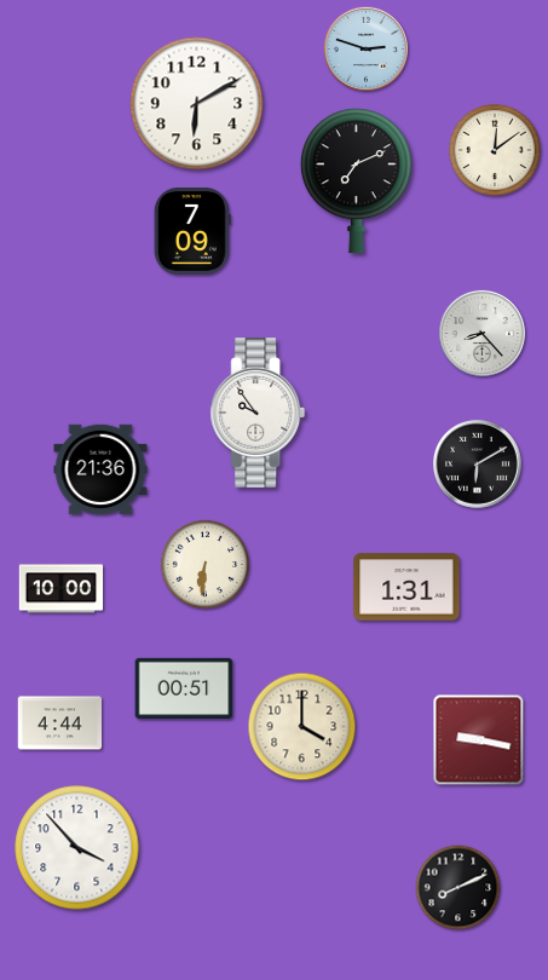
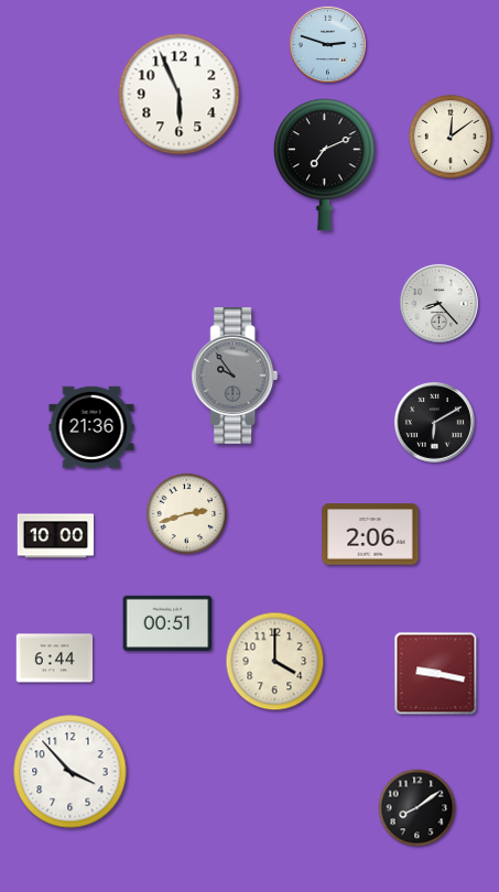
clock at (365, 48) position: (365, 48) -> (327, 44)
clock at (197, 104): 6:10 -> 5:56
clock at (192, 231): 7:09 -> none
clock at (258, 414) dial: white -> grey
clock at (206, 565): 6:31 -> 2:42
clock at (406, 587): 1:31 -> 2:06
clock at (184, 688) position: (184, 688) -> (167, 623)
clock at (60, 724): 4:44 -> 6:44
clock at (458, 888): 8:11 -> 8:09
